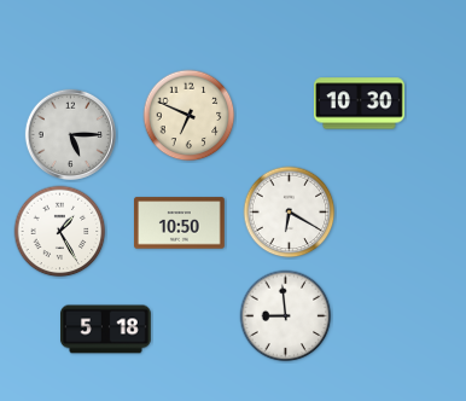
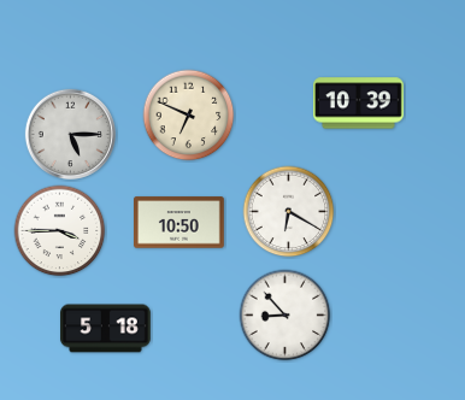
clock at (360, 104): 10:30 -> 10:39
clock at (60, 232): 1:25 -> 3:45
clock at (286, 316): 8:59 -> 8:53
